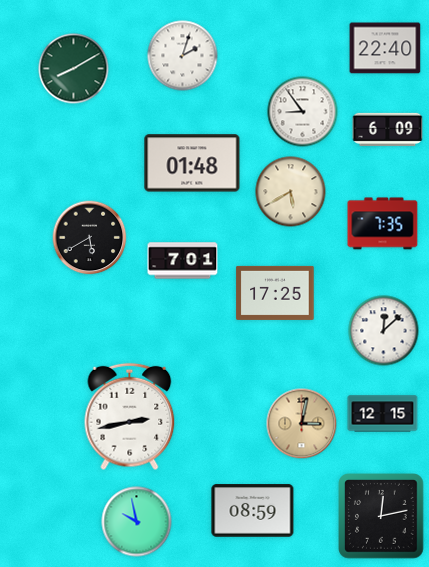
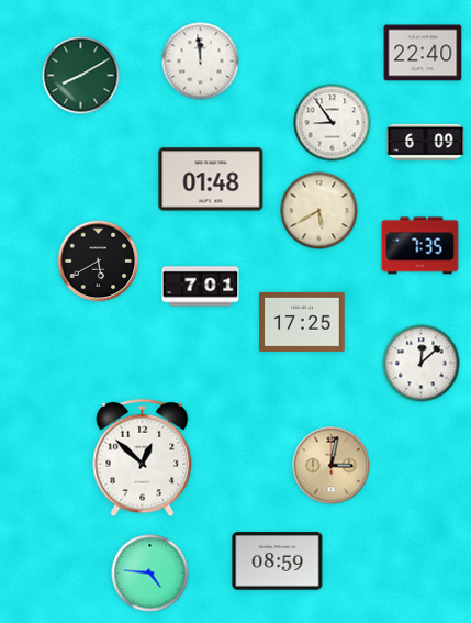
clock at (183, 56): 2:03 -> 11:59
clock at (383, 414): 12:15 -> none
clock at (130, 417): 2:43 -> 12:52
clock at (381, 516): 12:13 -> none
clock at (137, 522): 9:58 -> 4:46
